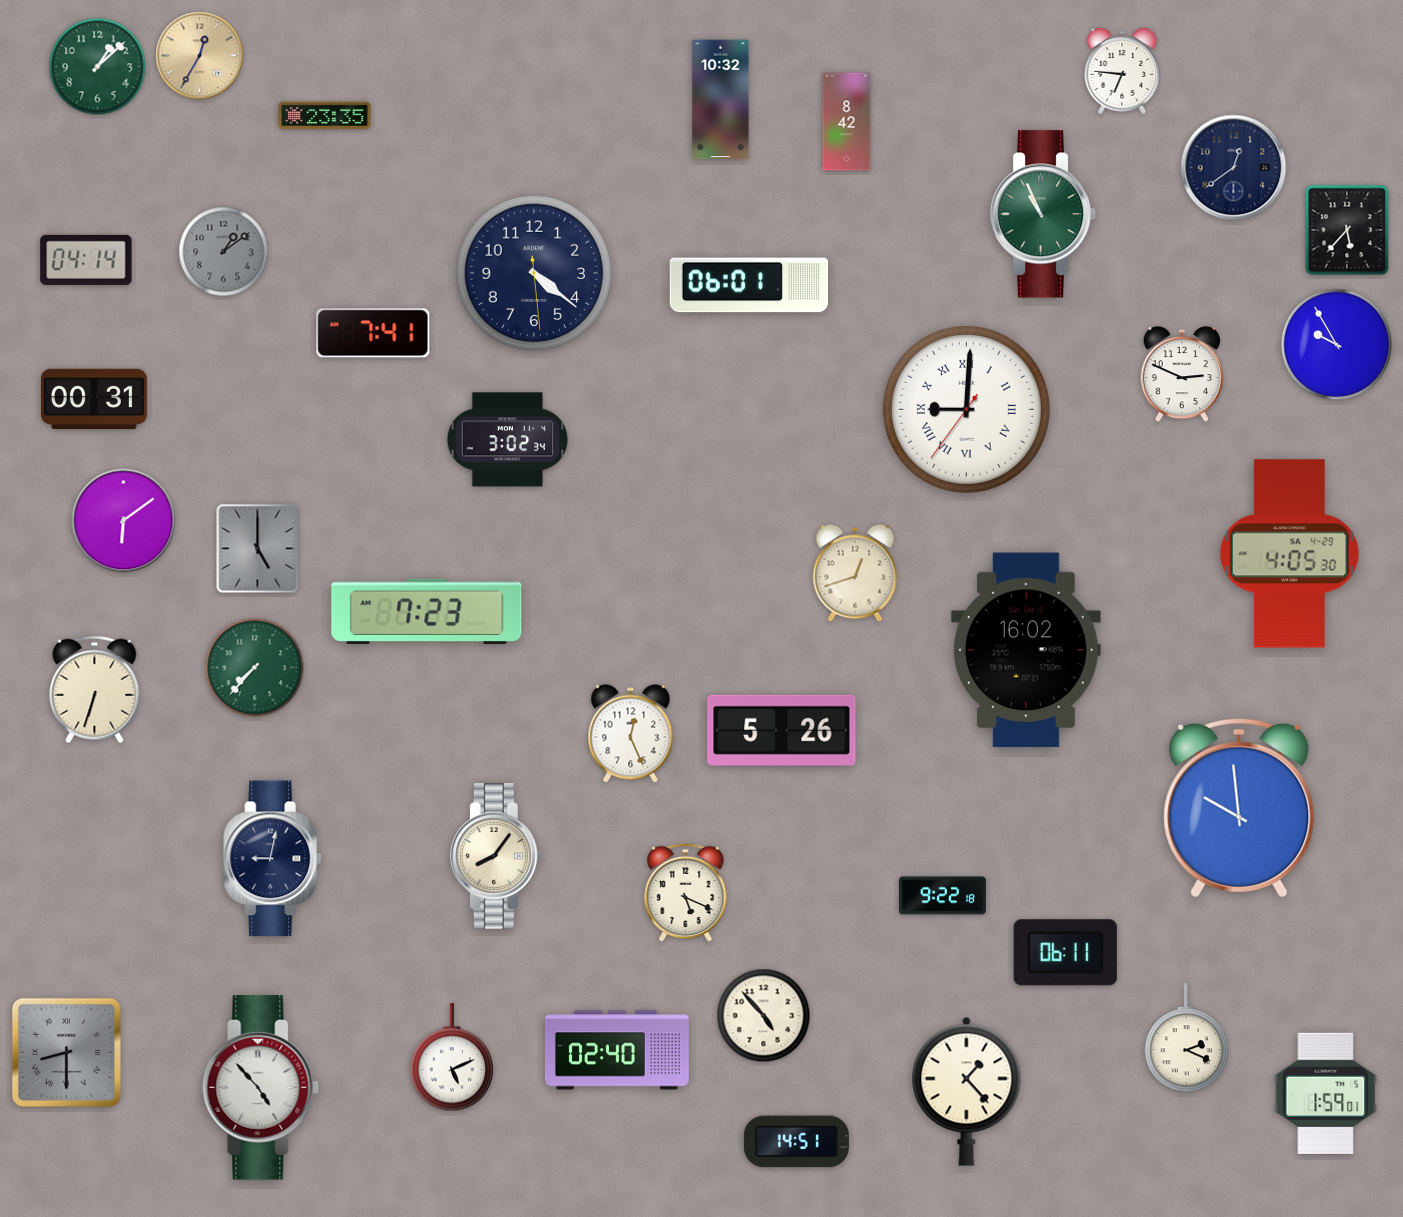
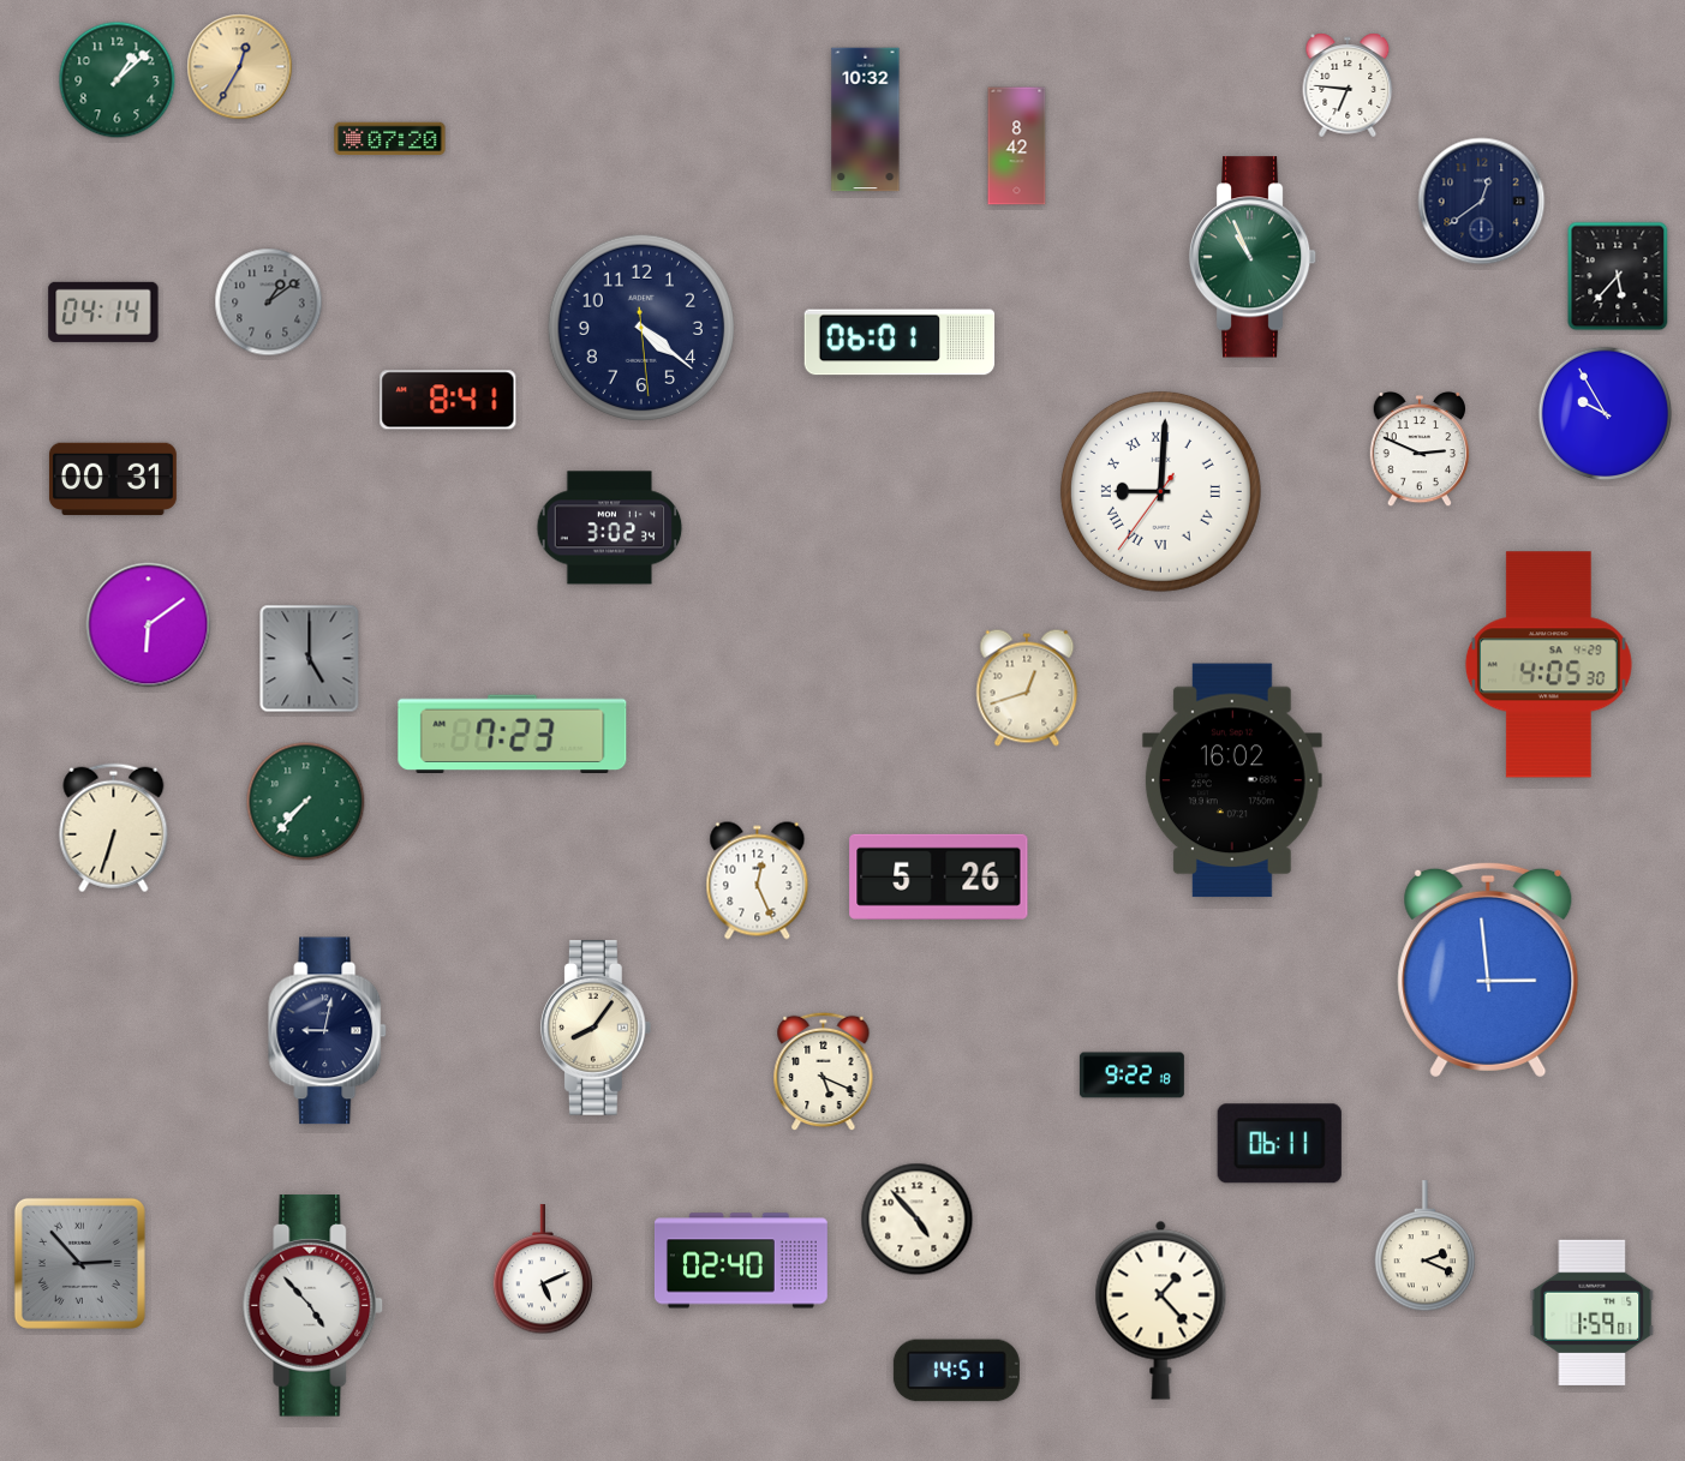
clock at (325, 116): 23:35 -> 07:20
clock at (373, 333): 7:41 -> 8:41
clock at (1239, 808): 9:59 -> 2:59
clock at (66, 1052): 8:30 -> 2:53
